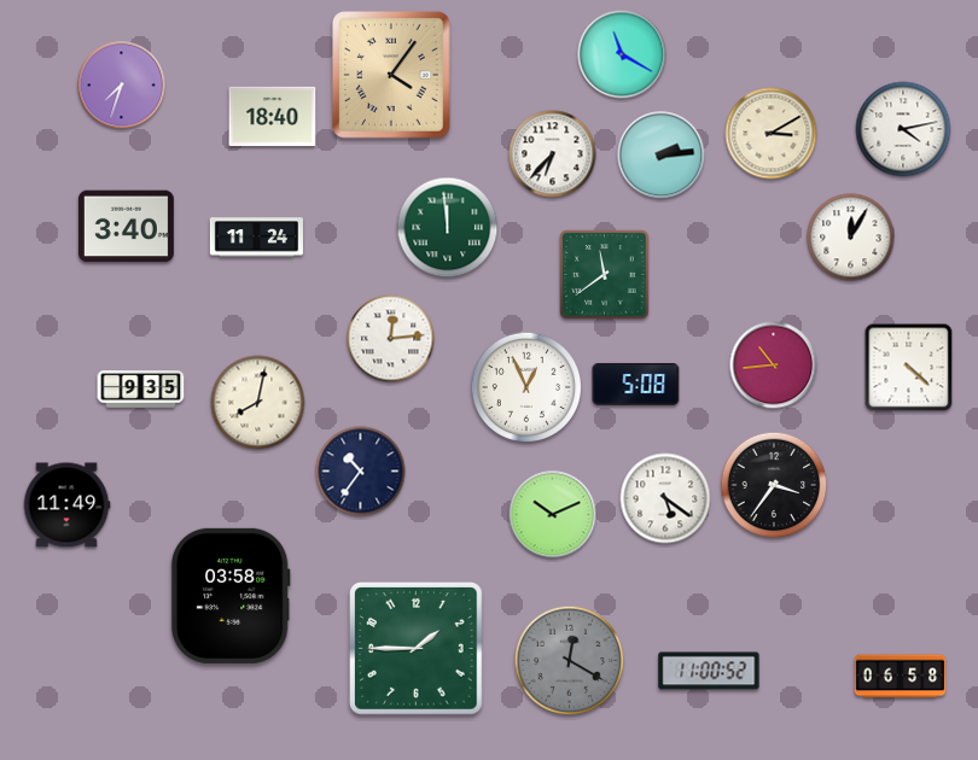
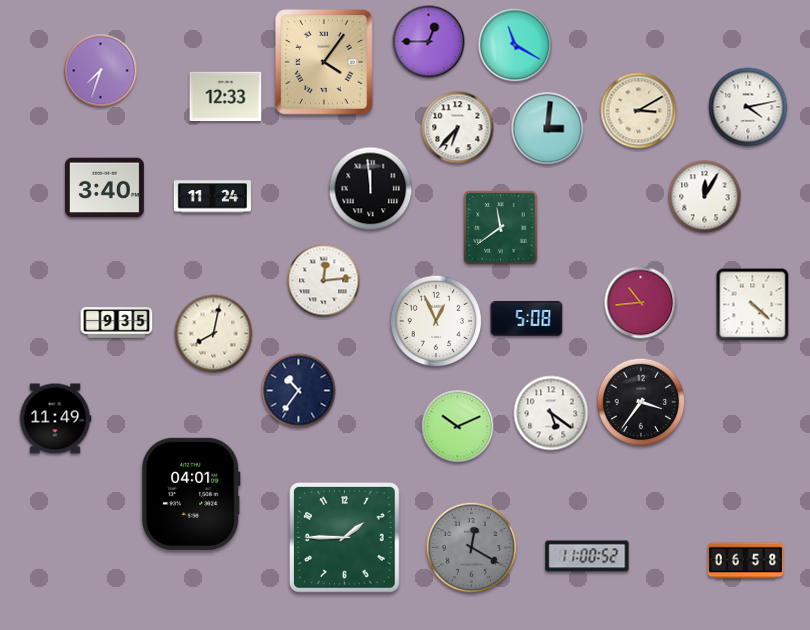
clock at (429, 42): none -> 12:45
clock at (273, 117): 18:40 -> 12:33
clock at (662, 156): 2:14 -> 3:01
clock at (448, 228) dial: green -> black
clock at (231, 596): 03:58 -> 04:01
